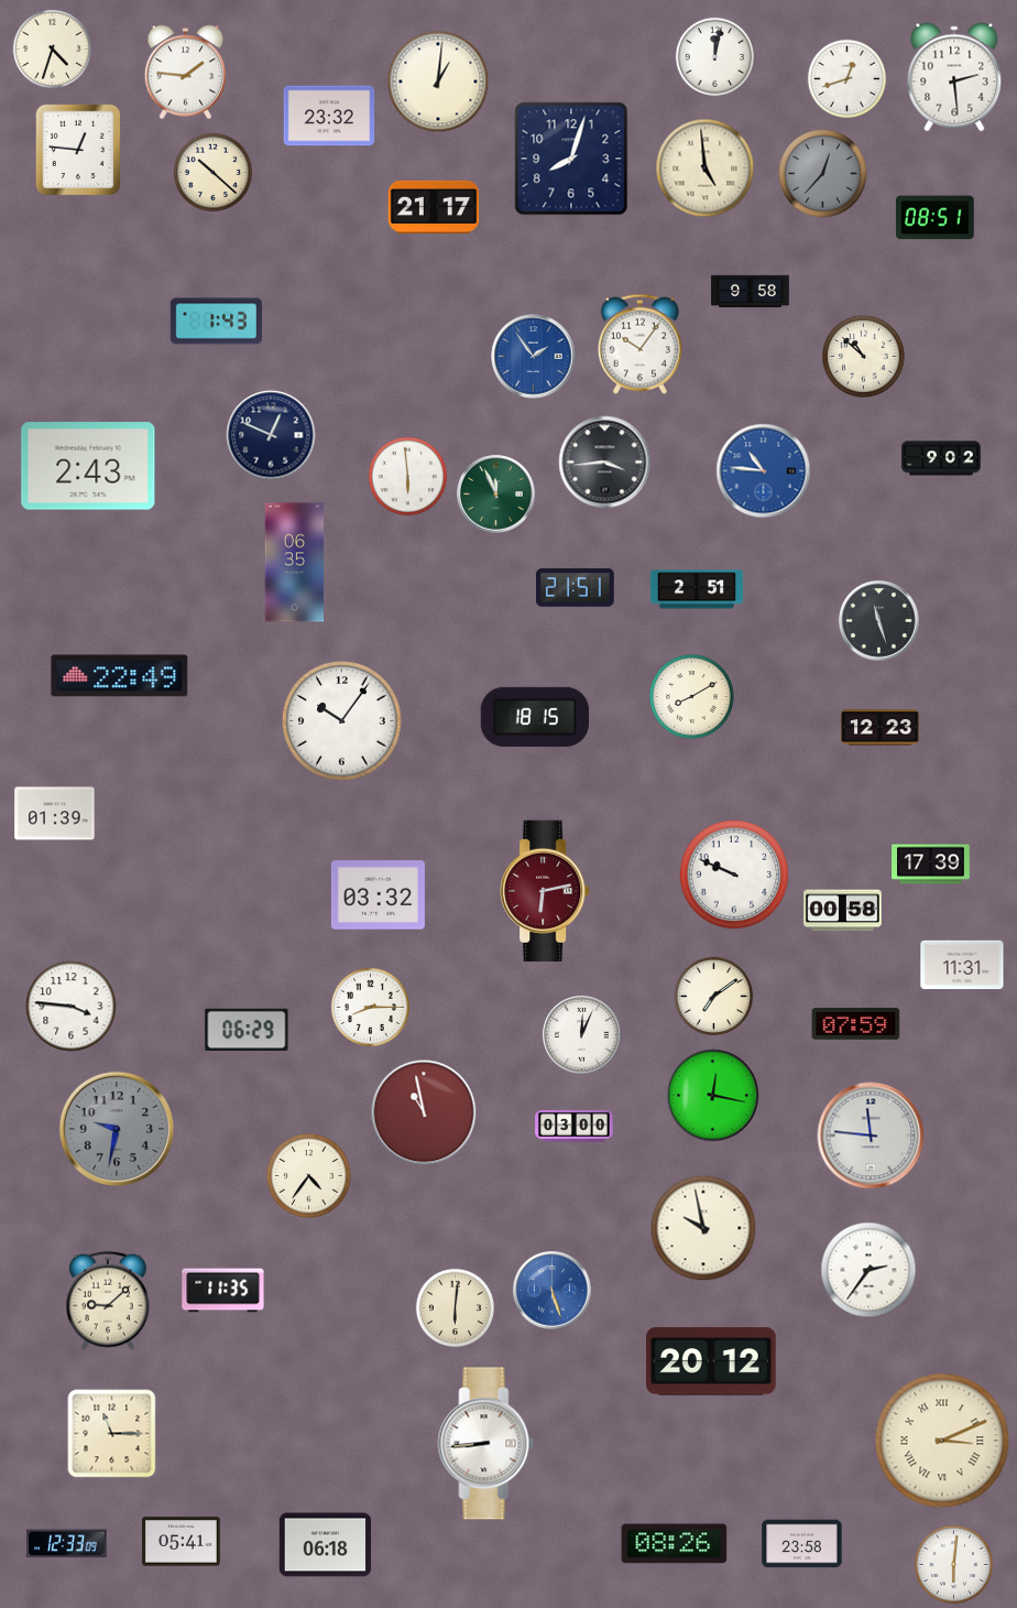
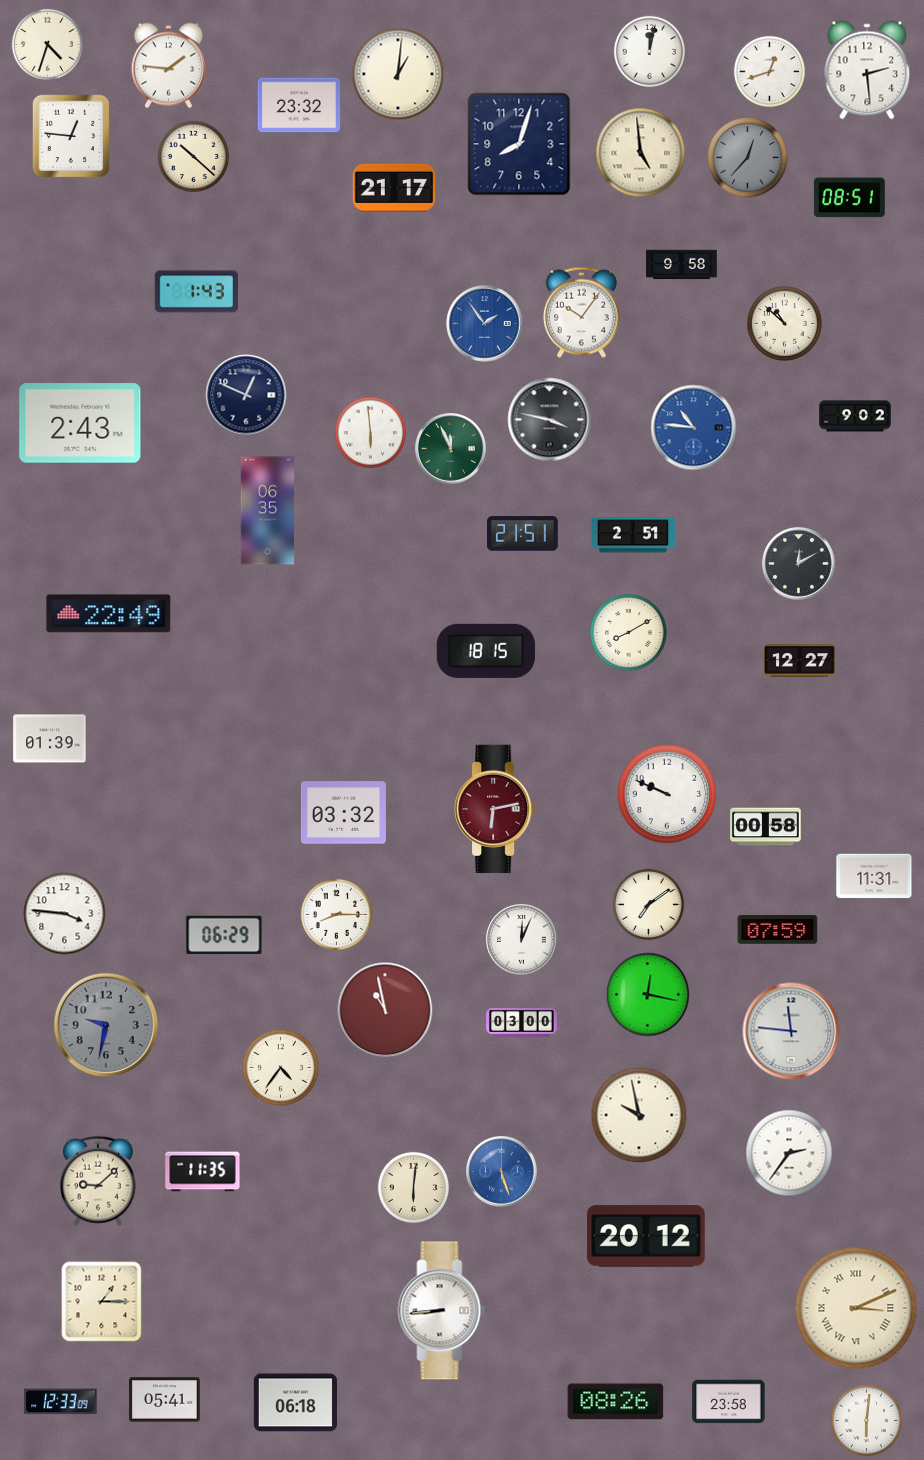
clock at (605, 463): 3:44 -> 3:47
clock at (879, 621): 11:27 -> 12:10
clock at (342, 721): 10:06 -> none
clock at (881, 728): 12:23 -> 12:27
clock at (931, 865): 17:39 -> none
clock at (582, 1035) position: (582, 1035) -> (522, 940)
clock at (112, 1434): 11:15 -> 1:15
clock at (675, 1544) position: (675, 1544) -> (616, 1402)
